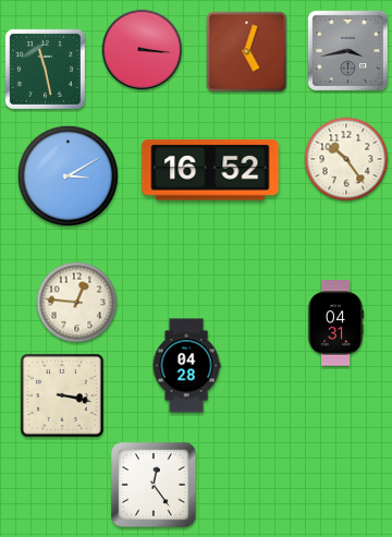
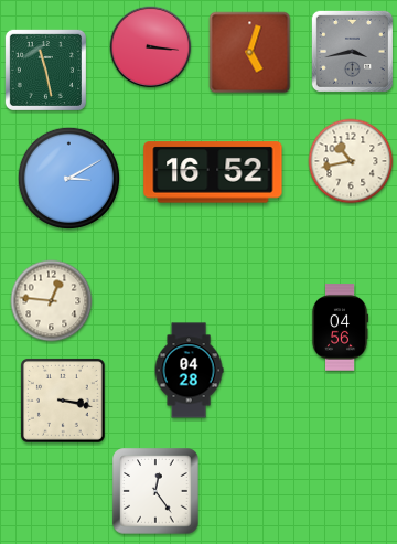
clock at (143, 50) position: (143, 50) -> (151, 47)
clock at (346, 159): 10:24 -> 10:43
clock at (77, 303) position: (77, 303) -> (52, 301)
clock at (335, 324): 04:31 -> 04:56
